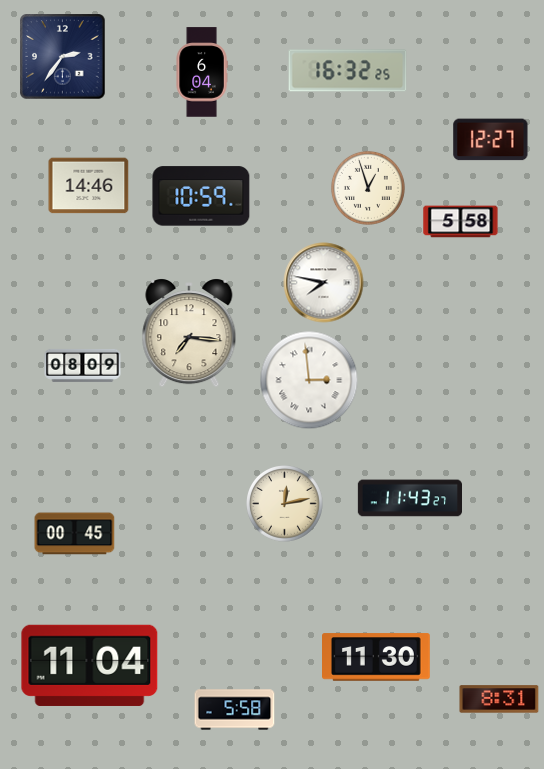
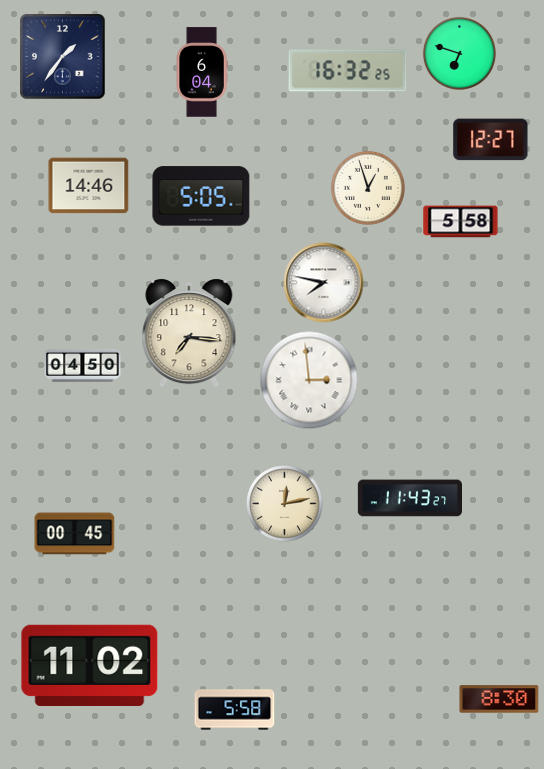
clock at (459, 53): none -> 6:48
clock at (63, 57): 2:36 -> 1:36
clock at (201, 196): 10:59 -> 5:05
clock at (83, 365): 08:09 -> 04:50
clock at (377, 657): 11:30 -> none
clock at (90, 665): 11:04 -> 11:02
clock at (499, 699): 8:31 -> 8:30
